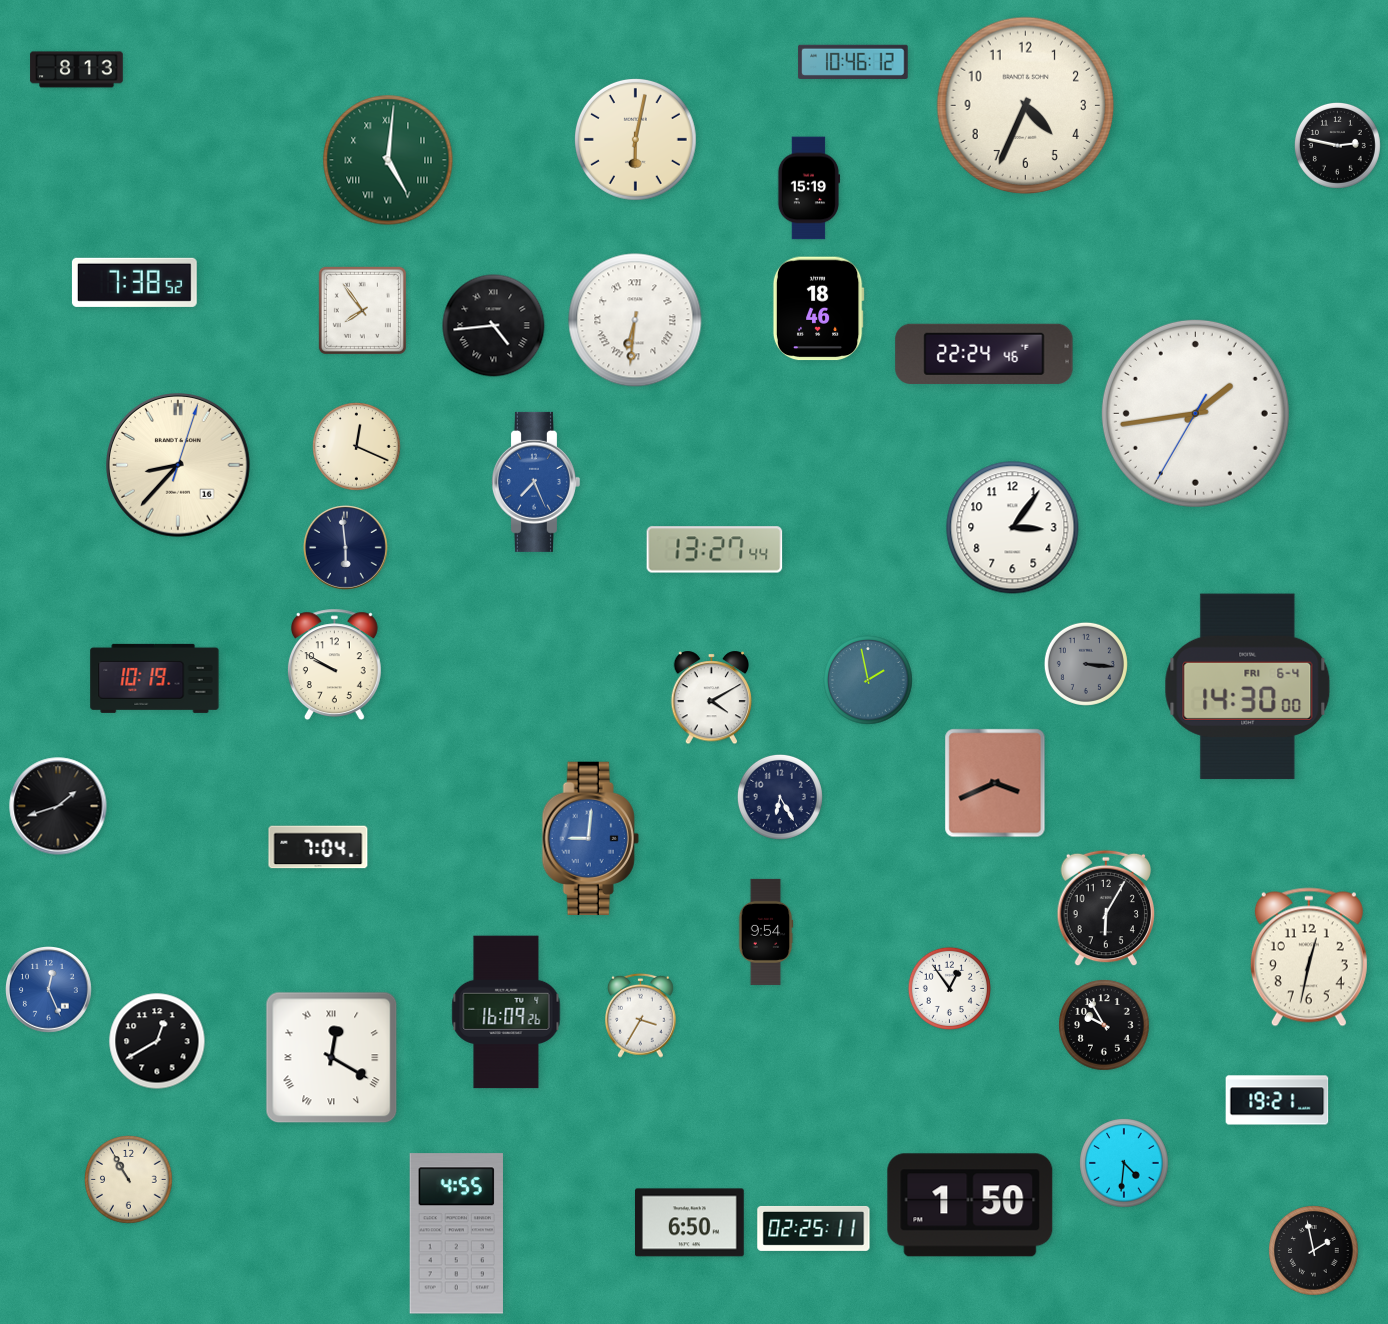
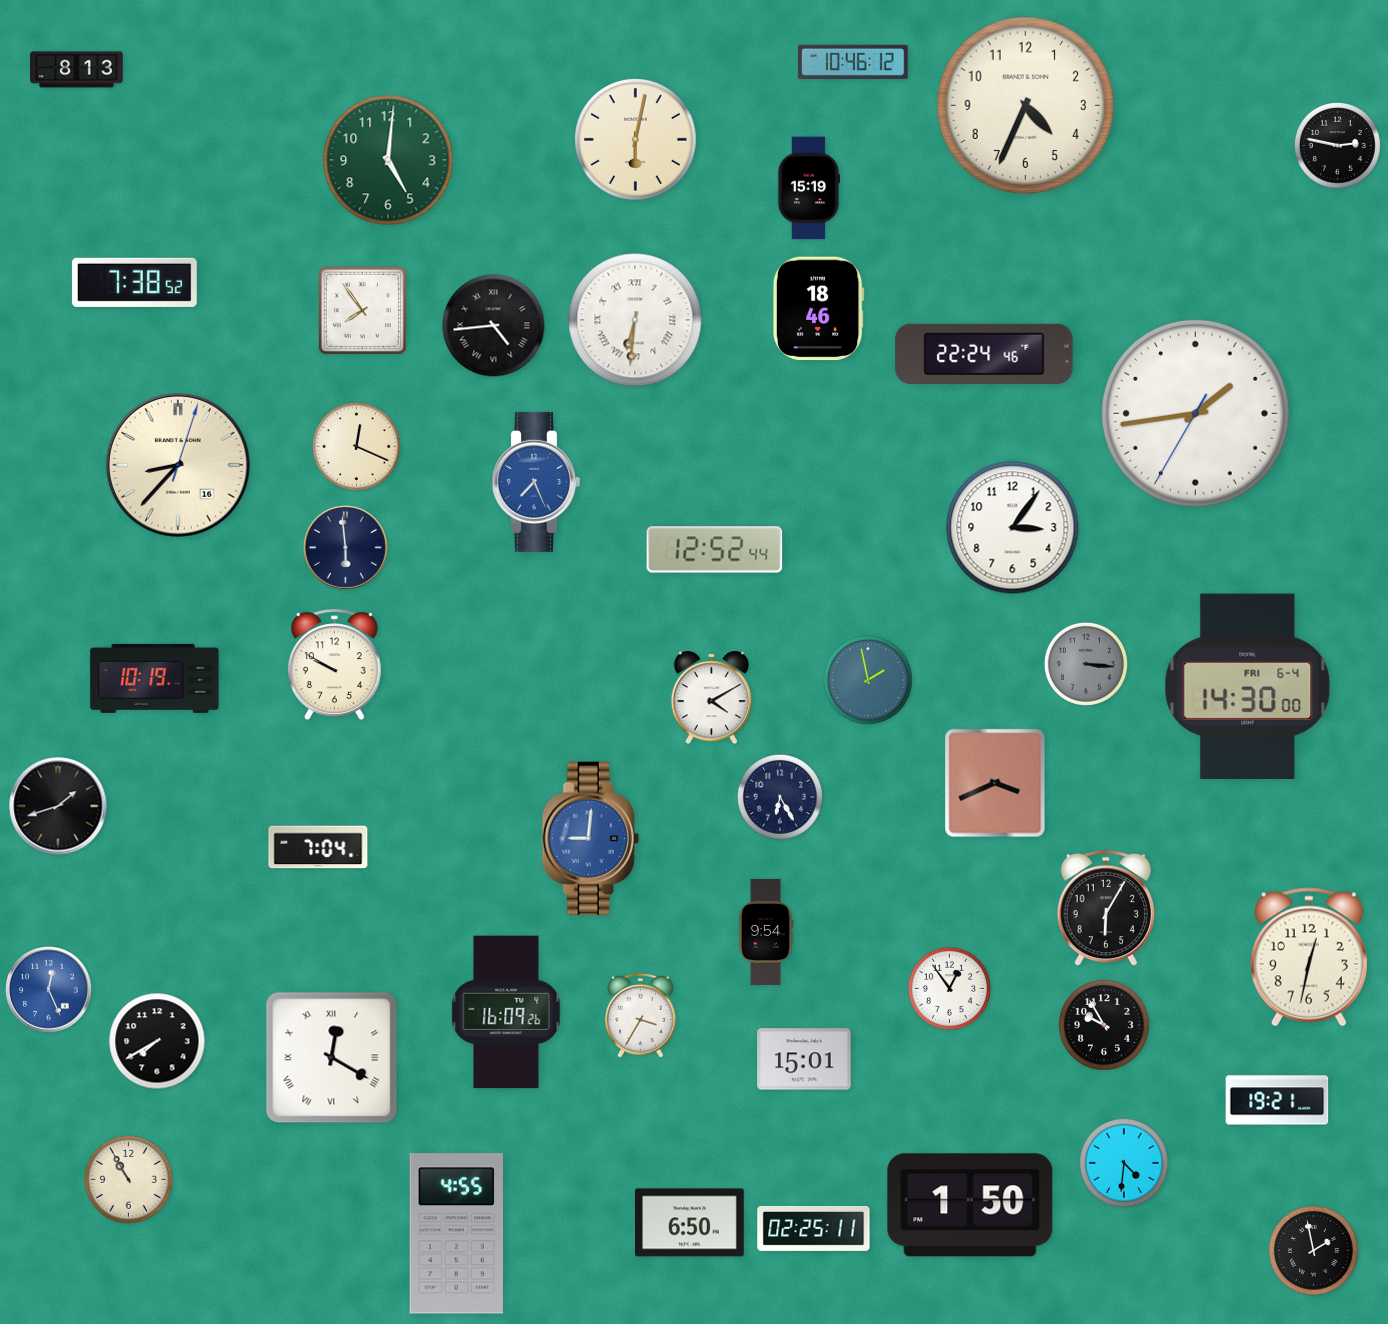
clock at (388, 160) numerals: Roman -> Arabic
clock at (715, 550): 13:27 -> 12:52
clock at (157, 1041): 12:40 -> 7:40
clock at (804, 1059): none -> 15:01
